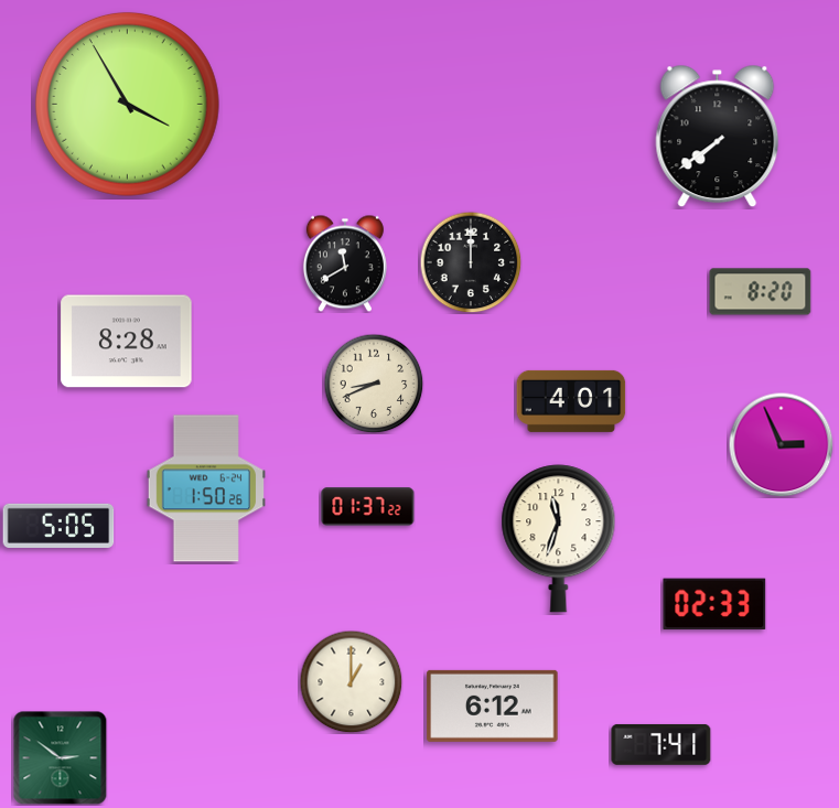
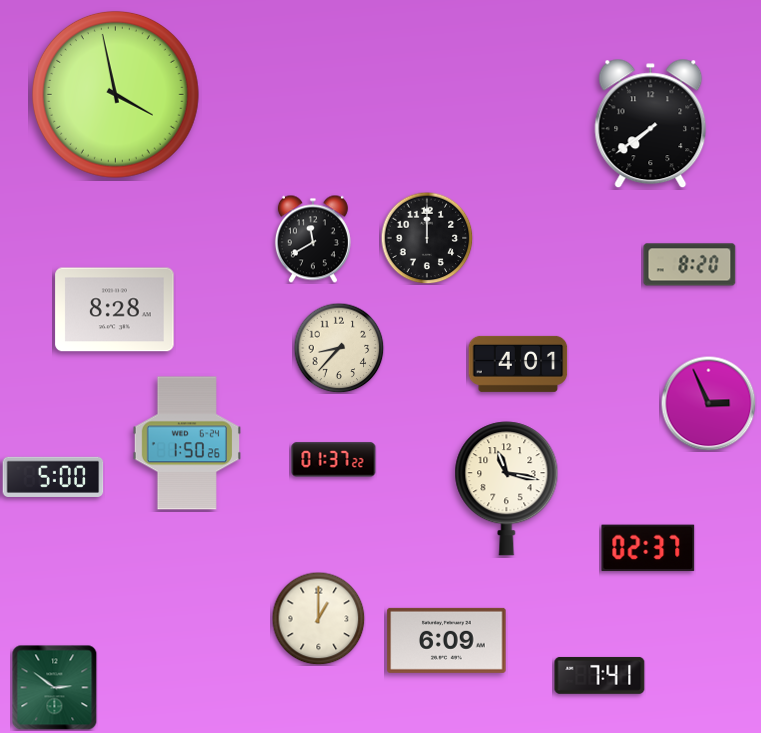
clock at (127, 104): 3:55 -> 3:58
clock at (374, 384): 8:41 -> 8:37
clock at (58, 526): 5:05 -> 5:00
clock at (559, 539): 11:33 -> 11:17
clock at (714, 604): 02:33 -> 02:37
clock at (493, 705): 6:12 -> 6:09
